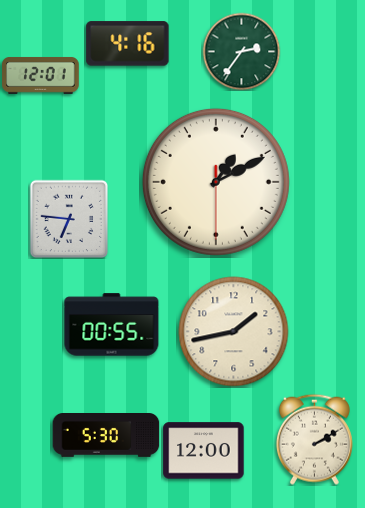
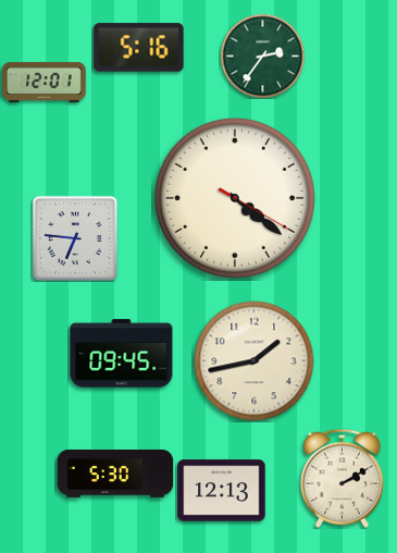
clock at (128, 44): 4:16 -> 5:16
clock at (216, 182): 1:10 -> 4:21
clock at (112, 325): 00:55 -> 09:45
clock at (204, 451): 12:00 -> 12:13
